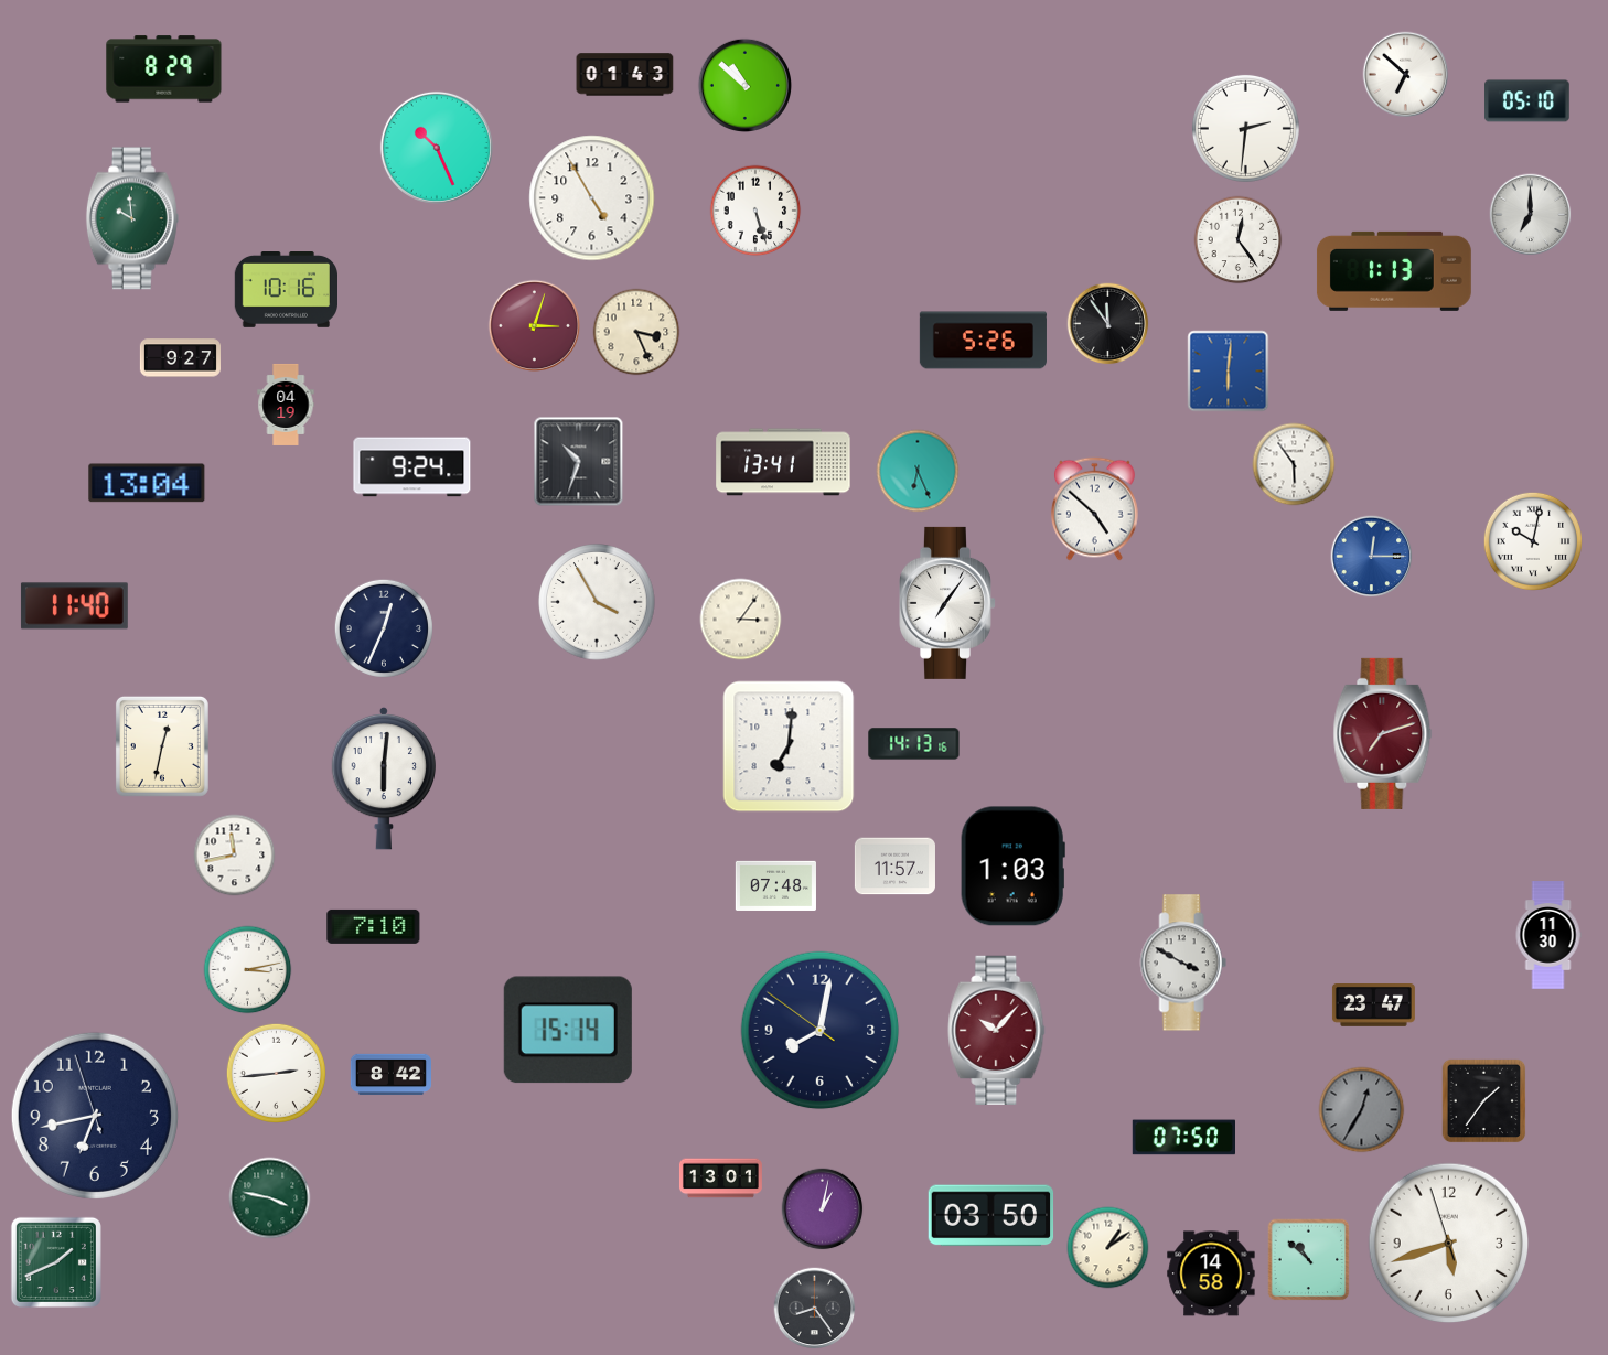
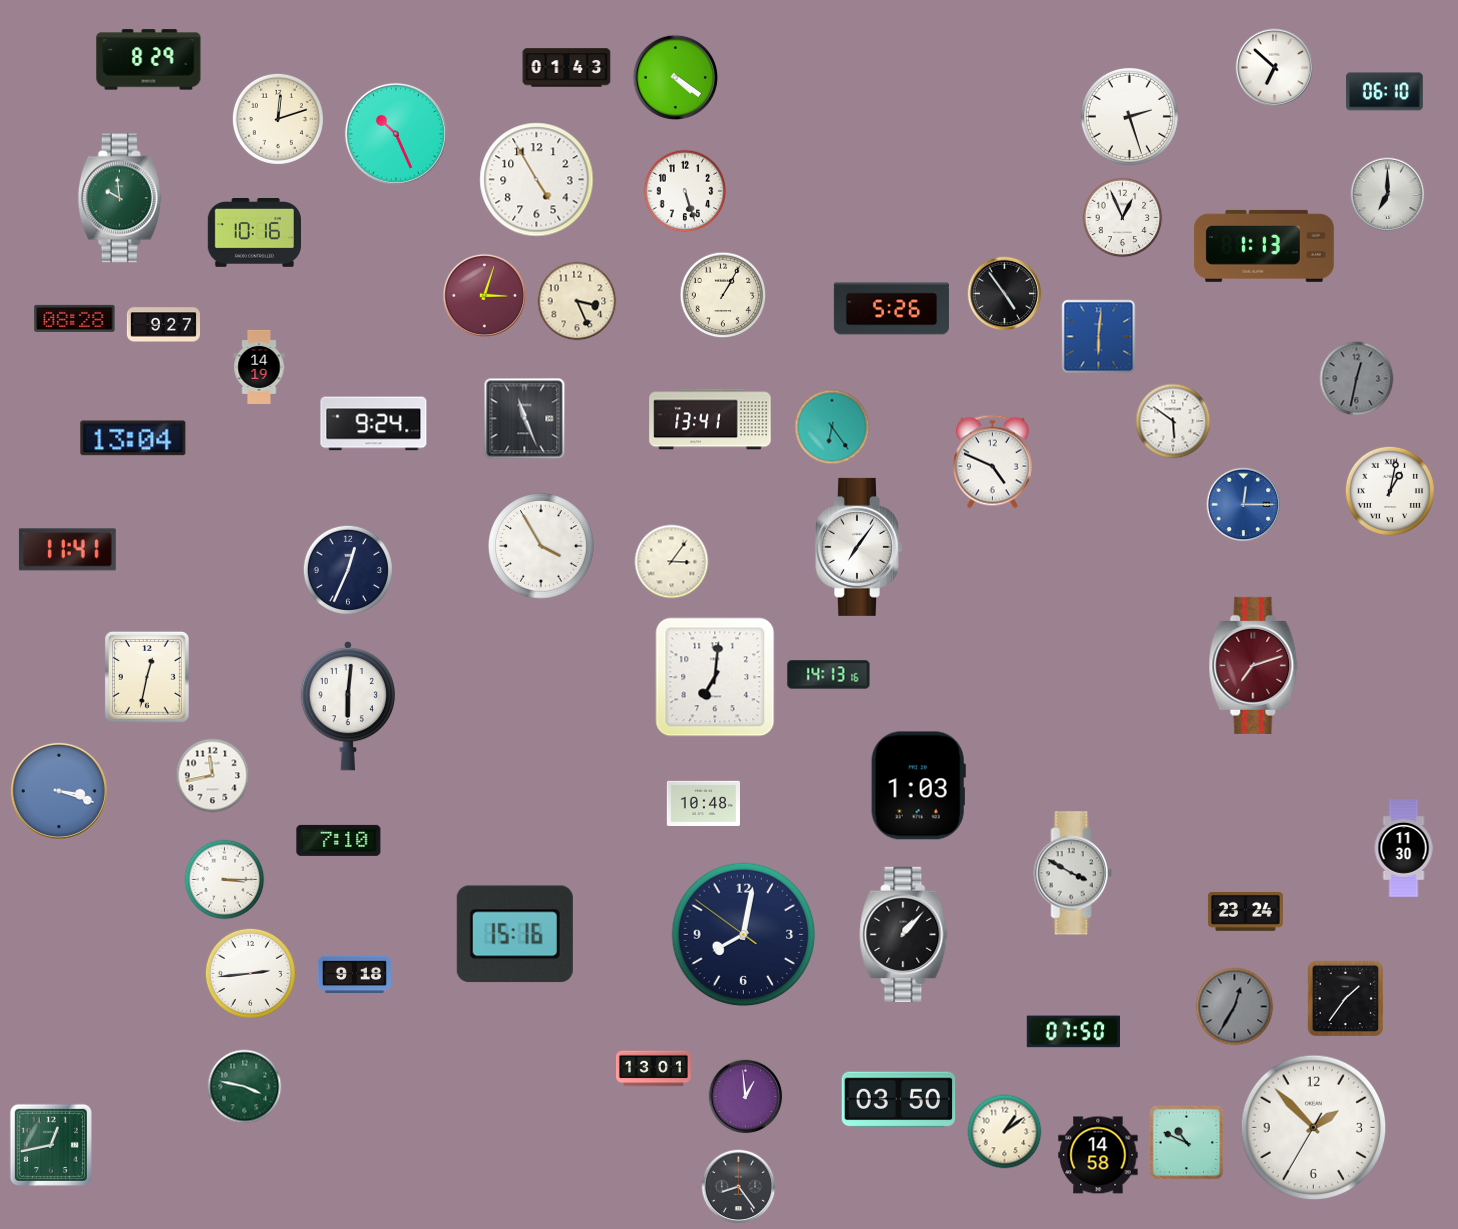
clock at (164, 69) position: (164, 69) -> (149, 60)
clock at (744, 85): 10:52 -> 4:21
clock at (1527, 101): 05:10 -> 06:10
clock at (1245, 128): 2:31 -> 2:27
clock at (278, 119): none -> 12:12
clock at (1239, 240): 12:24 -> 12:56
clock at (286, 290) position: (286, 290) -> (254, 233)
clock at (1108, 324): 11:54 -> 4:54
clock at (723, 295): none -> 1:05
clock at (75, 318): none -> 08:28
clock at (1229, 372) position: (1229, 372) -> (1099, 337)
clock at (286, 405): 04:19 -> 14:19
clock at (1357, 379): none -> 12:32
clock at (579, 462): 10:33 -> 11:26
clock at (1294, 464): 5:54 -> 5:51
clock at (918, 471): 6:26 -> 6:24
clock at (1094, 509): 4:52 -> 4:49
clock at (1533, 541): 10:02 -> 1:02
clock at (74, 606): 11:40 -> 11:41
clock at (894, 867): 11:57 -> none
clock at (59, 791): none -> 3:18
clock at (775, 885): 07:48 -> 10:48
clock at (248, 970): 3:13 -> 3:15
clock at (1373, 1006): 23:47 -> 23:24
clock at (568, 1030): 15:14 -> 15:16
clock at (997, 1030): 10:07 -> 1:07
clock at (997, 1030) dial: burgundy -> black
clock at (390, 1075): 8:42 -> 9:18
clock at (95, 1116): 6:42 -> none
clock at (823, 1209): 1:02 -> 12:59
clock at (991, 1216) position: (991, 1216) -> (899, 1100)
clock at (1449, 1244): 5:41 -> 1:52
clock at (1309, 1260): 10:52 -> 10:49
clock at (56, 1262): 1:41 -> 12:43
